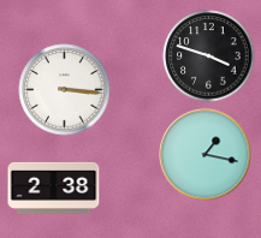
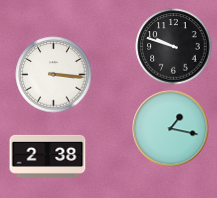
clock at (209, 56): 3:48 -> 9:48
clock at (54, 188) position: (54, 188) -> (48, 156)
